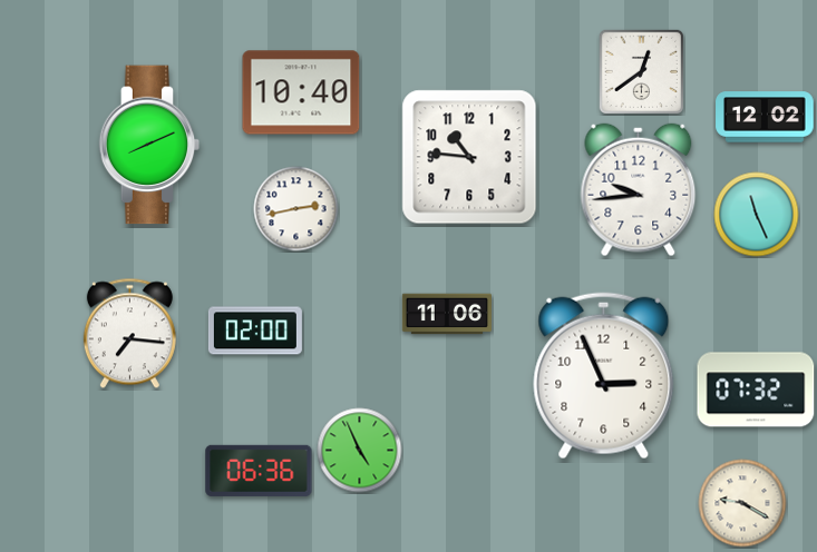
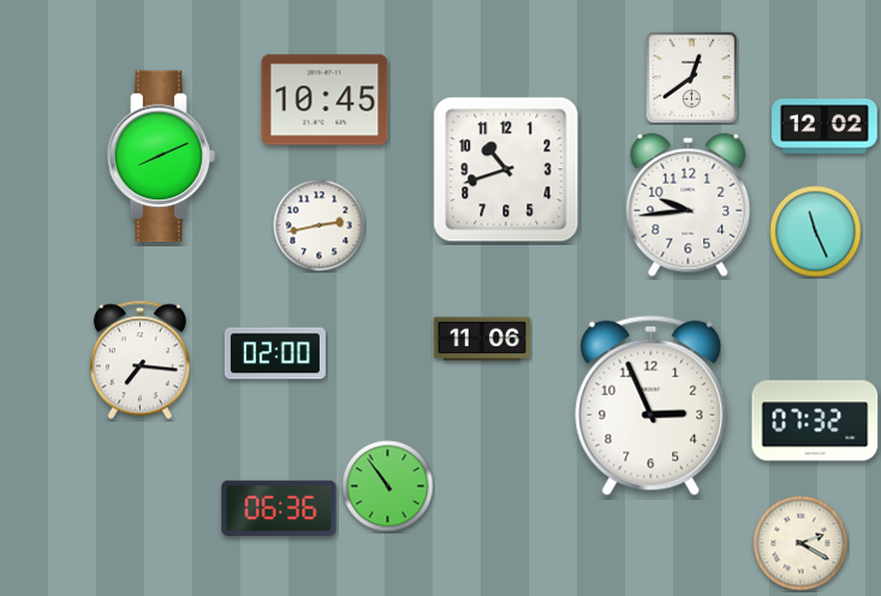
clock at (301, 92): 10:40 -> 10:45
clock at (469, 157): 10:46 -> 10:42
clock at (255, 331) position: (255, 331) -> (275, 353)
clock at (360, 451): 4:56 -> 10:54
clock at (742, 503): 9:20 -> 2:20
